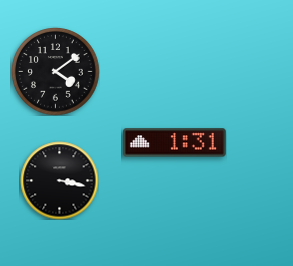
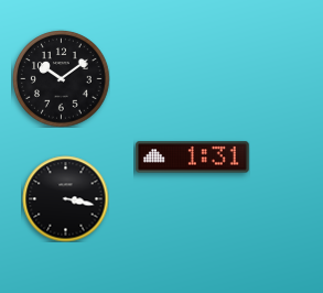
clock at (55, 71): 4:09 -> 10:09
